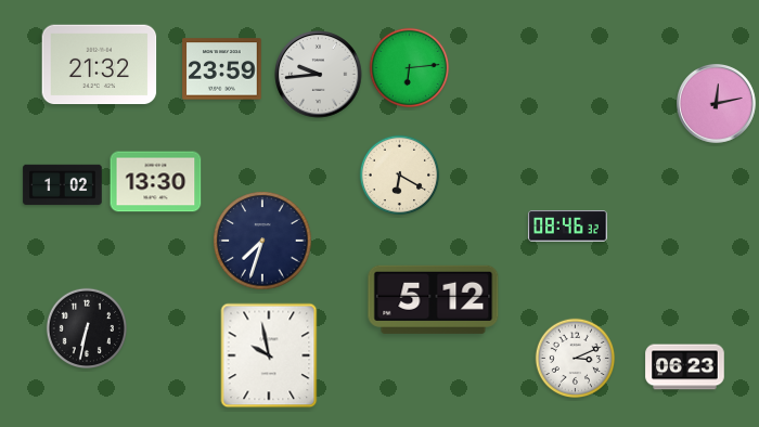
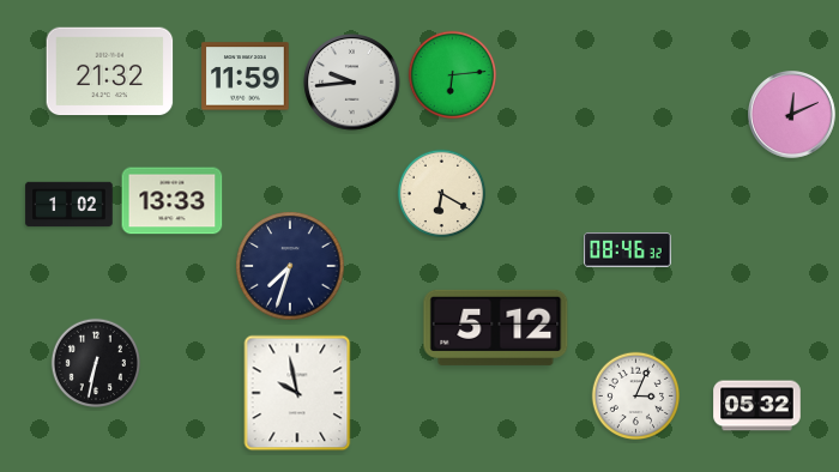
clock at (222, 69): 23:59 -> 11:59
clock at (717, 104): 12:13 -> 12:11
clock at (156, 182): 13:30 -> 13:33
clock at (434, 299) position: (434, 299) -> (496, 327)
clock at (576, 359): 3:11 -> 3:04
clock at (685, 367): 06:23 -> 05:32
